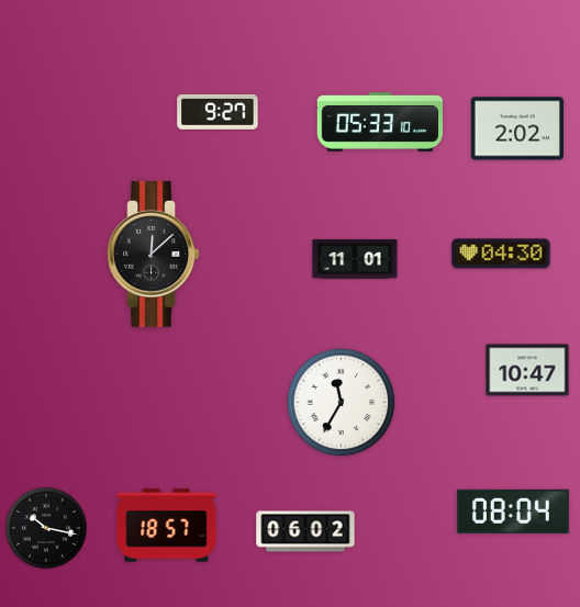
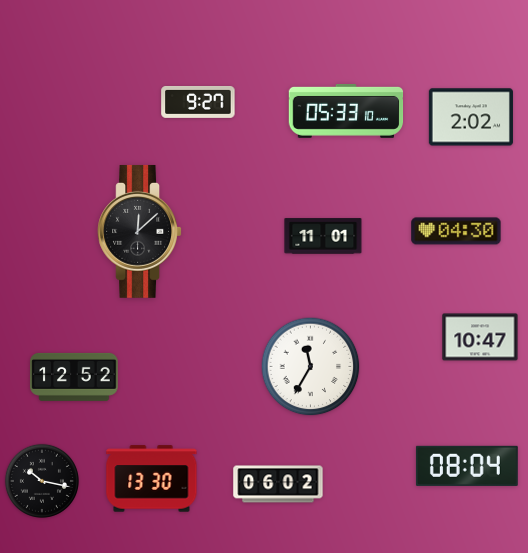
clock at (74, 377): none -> 12:52
clock at (167, 526): 18:57 -> 13:30
